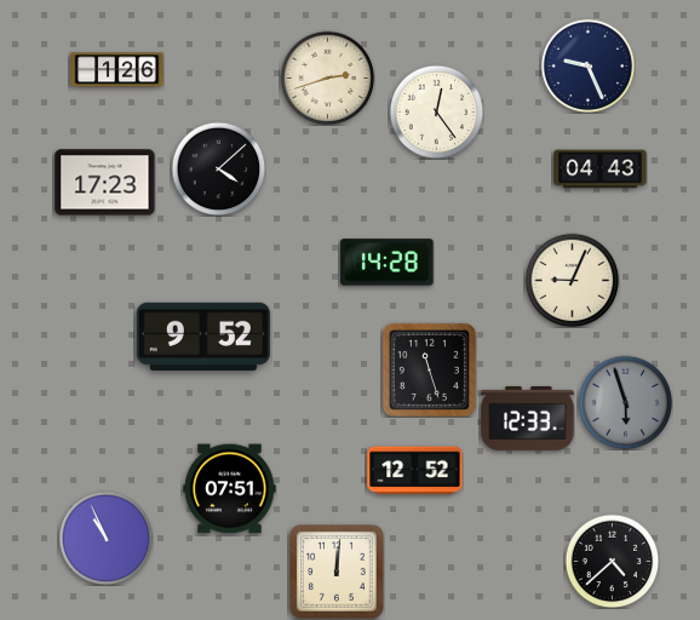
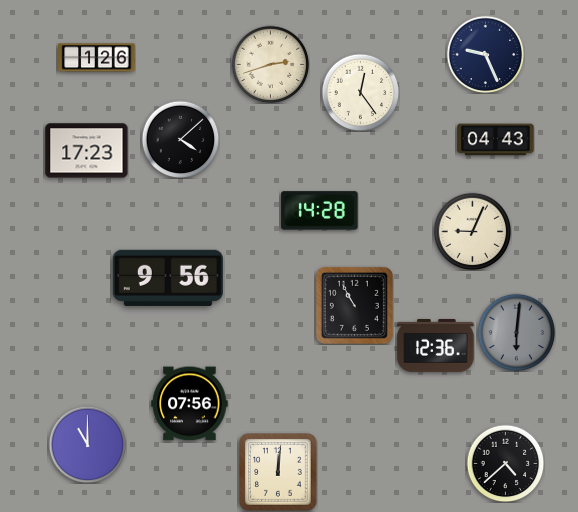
clock at (388, 263) position: (388, 263) -> (320, 211)
clock at (203, 337): 9:52 -> 9:56
clock at (429, 369): 11:27 -> 10:55
clock at (625, 402): 5:57 -> 6:01
clock at (528, 418): 12:33 -> 12:36
clock at (415, 471): 12:52 -> none
clock at (230, 489): 07:51 -> 07:56
clock at (105, 538): 10:56 -> 11:00
